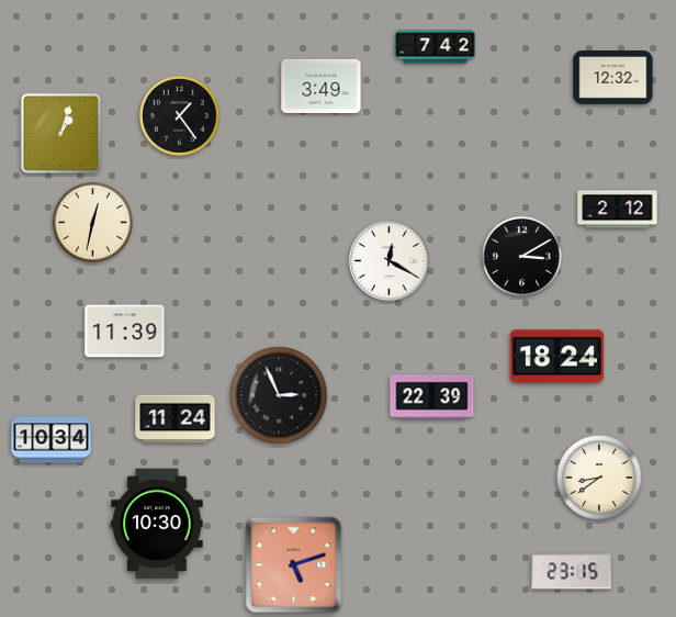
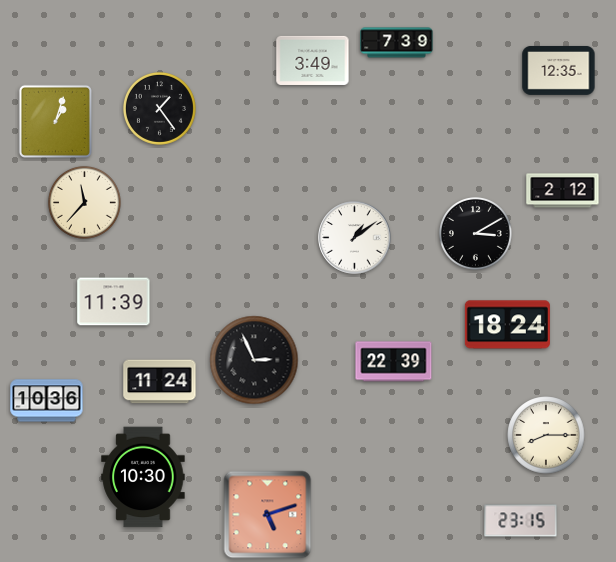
clock at (436, 47): 7:42 -> 7:39
clock at (613, 77): 12:32 -> 12:35
clock at (322, 86) position: (322, 86) -> (313, 60)
clock at (179, 115) position: (179, 115) -> (159, 108)
clock at (92, 222): 12:32 -> 11:37
clock at (390, 261): 12:20 -> 1:09
clock at (52, 440): 10:34 -> 10:36
clock at (599, 478): 8:39 -> 8:15
